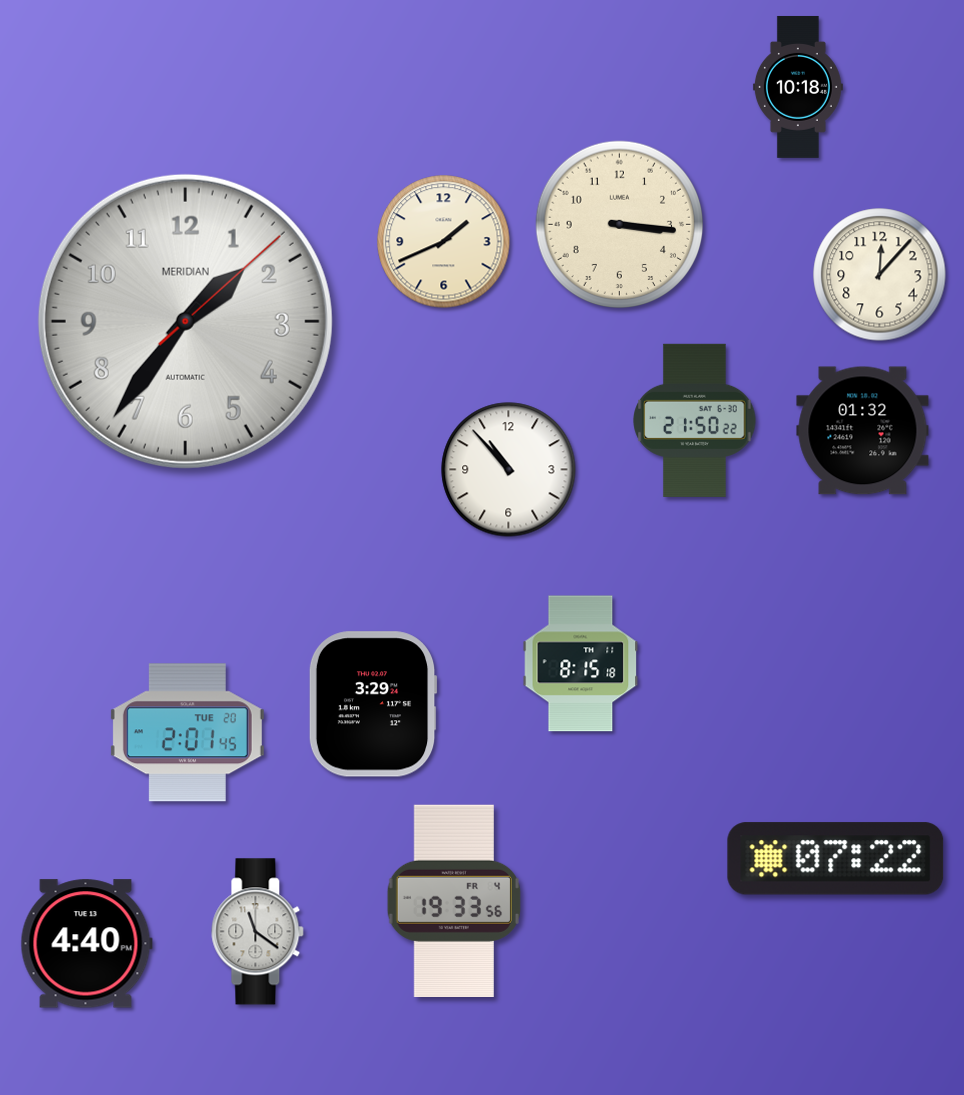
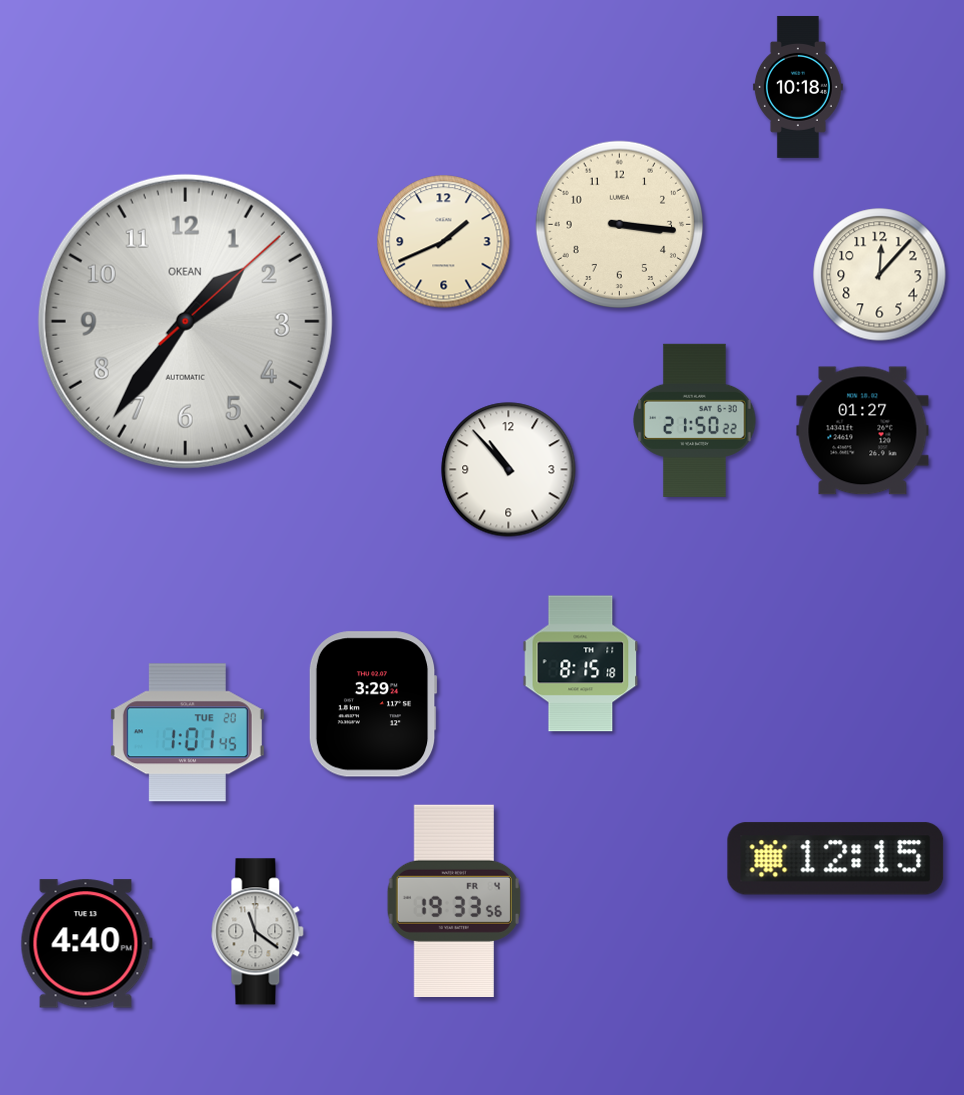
clock at (185, 321) brand: MERIDIAN -> OKEAN
clock at (863, 431): 01:32 -> 01:27
clock at (187, 733): 2:01 -> 1:01
clock at (836, 859): 07:22 -> 12:15
